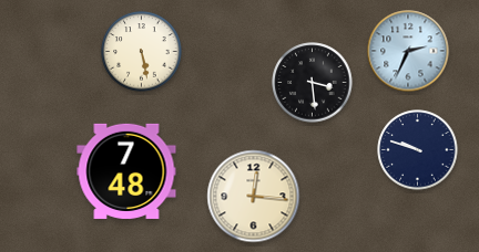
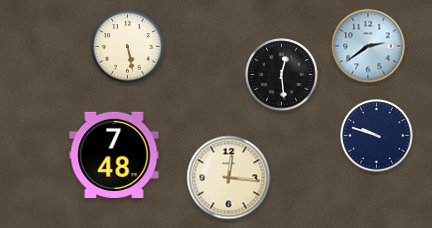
clock at (408, 51): 2:34 -> 2:39
clock at (313, 83): 3:29 -> 12:29
